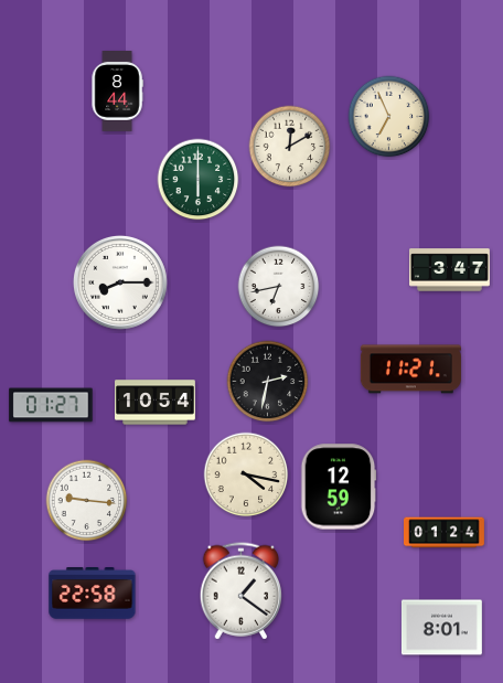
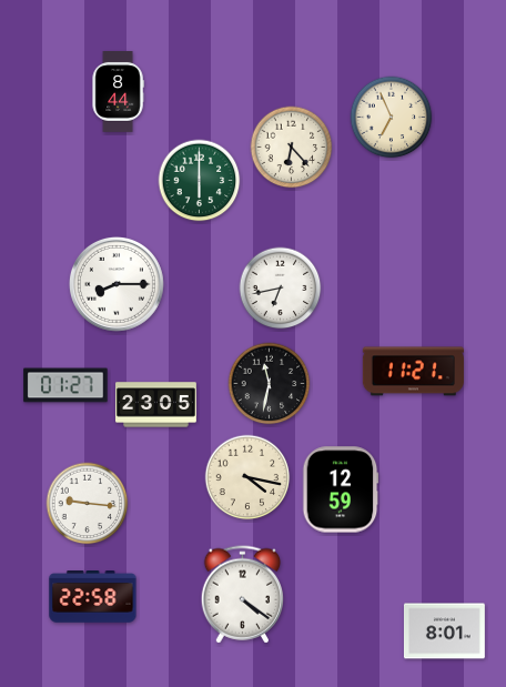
clock at (290, 147): 12:10 -> 6:23
clock at (450, 270): 3:47 -> none
clock at (120, 282) position: (120, 282) -> (117, 284)
clock at (268, 382): 2:32 -> 11:32
clock at (156, 403): 10:54 -> 23:05
clock at (51, 405) position: (51, 405) -> (65, 385)
clock at (445, 533): 01:24 -> none
clock at (242, 591): 1:21 -> 4:21
